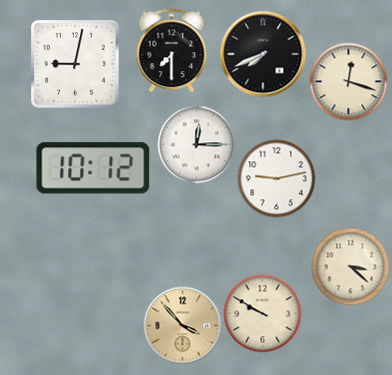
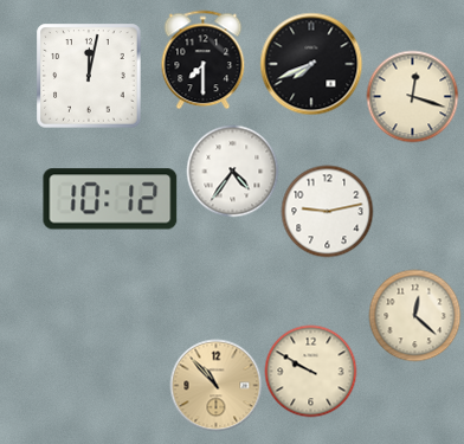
clock at (75, 64): 9:02 -> 12:02
clock at (196, 144): 12:15 -> 4:36
clock at (350, 266): 3:22 -> 12:22
clock at (182, 325): 3:53 -> 10:53
